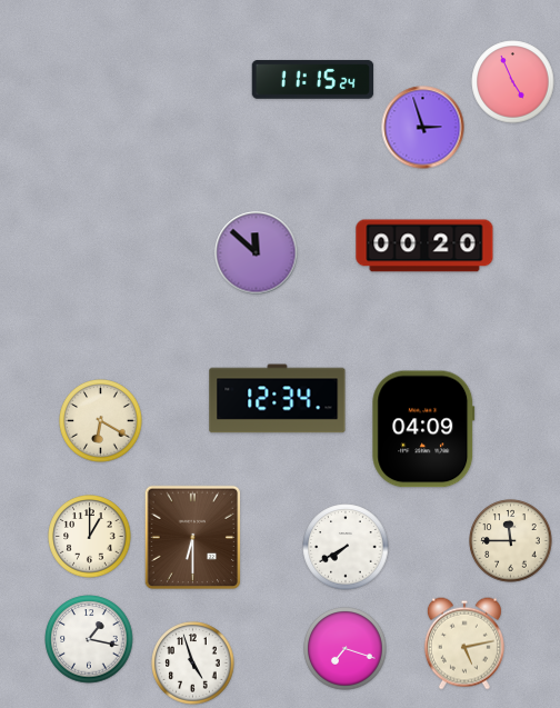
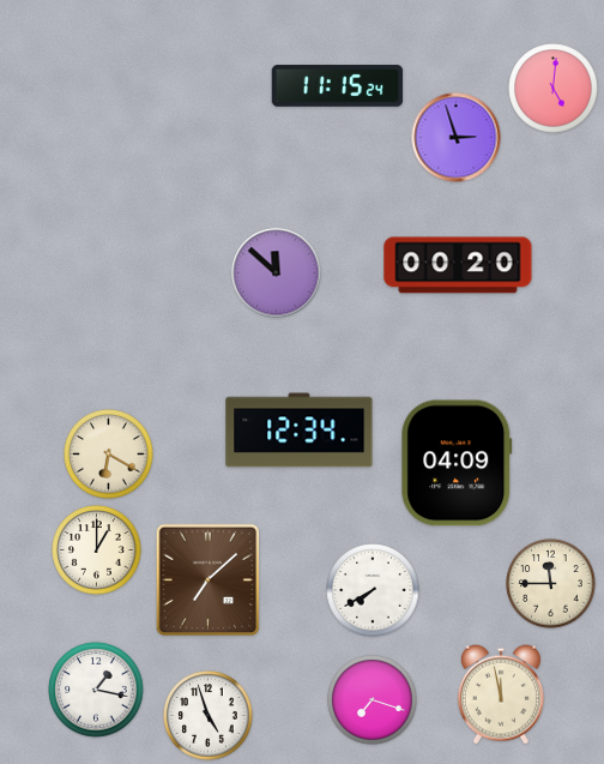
clock at (513, 82): 4:56 -> 5:01
clock at (90, 537) position: (90, 537) -> (97, 551)
clock at (193, 538): 6:30 -> 7:08
clock at (464, 644): 5:13 -> 11:58
